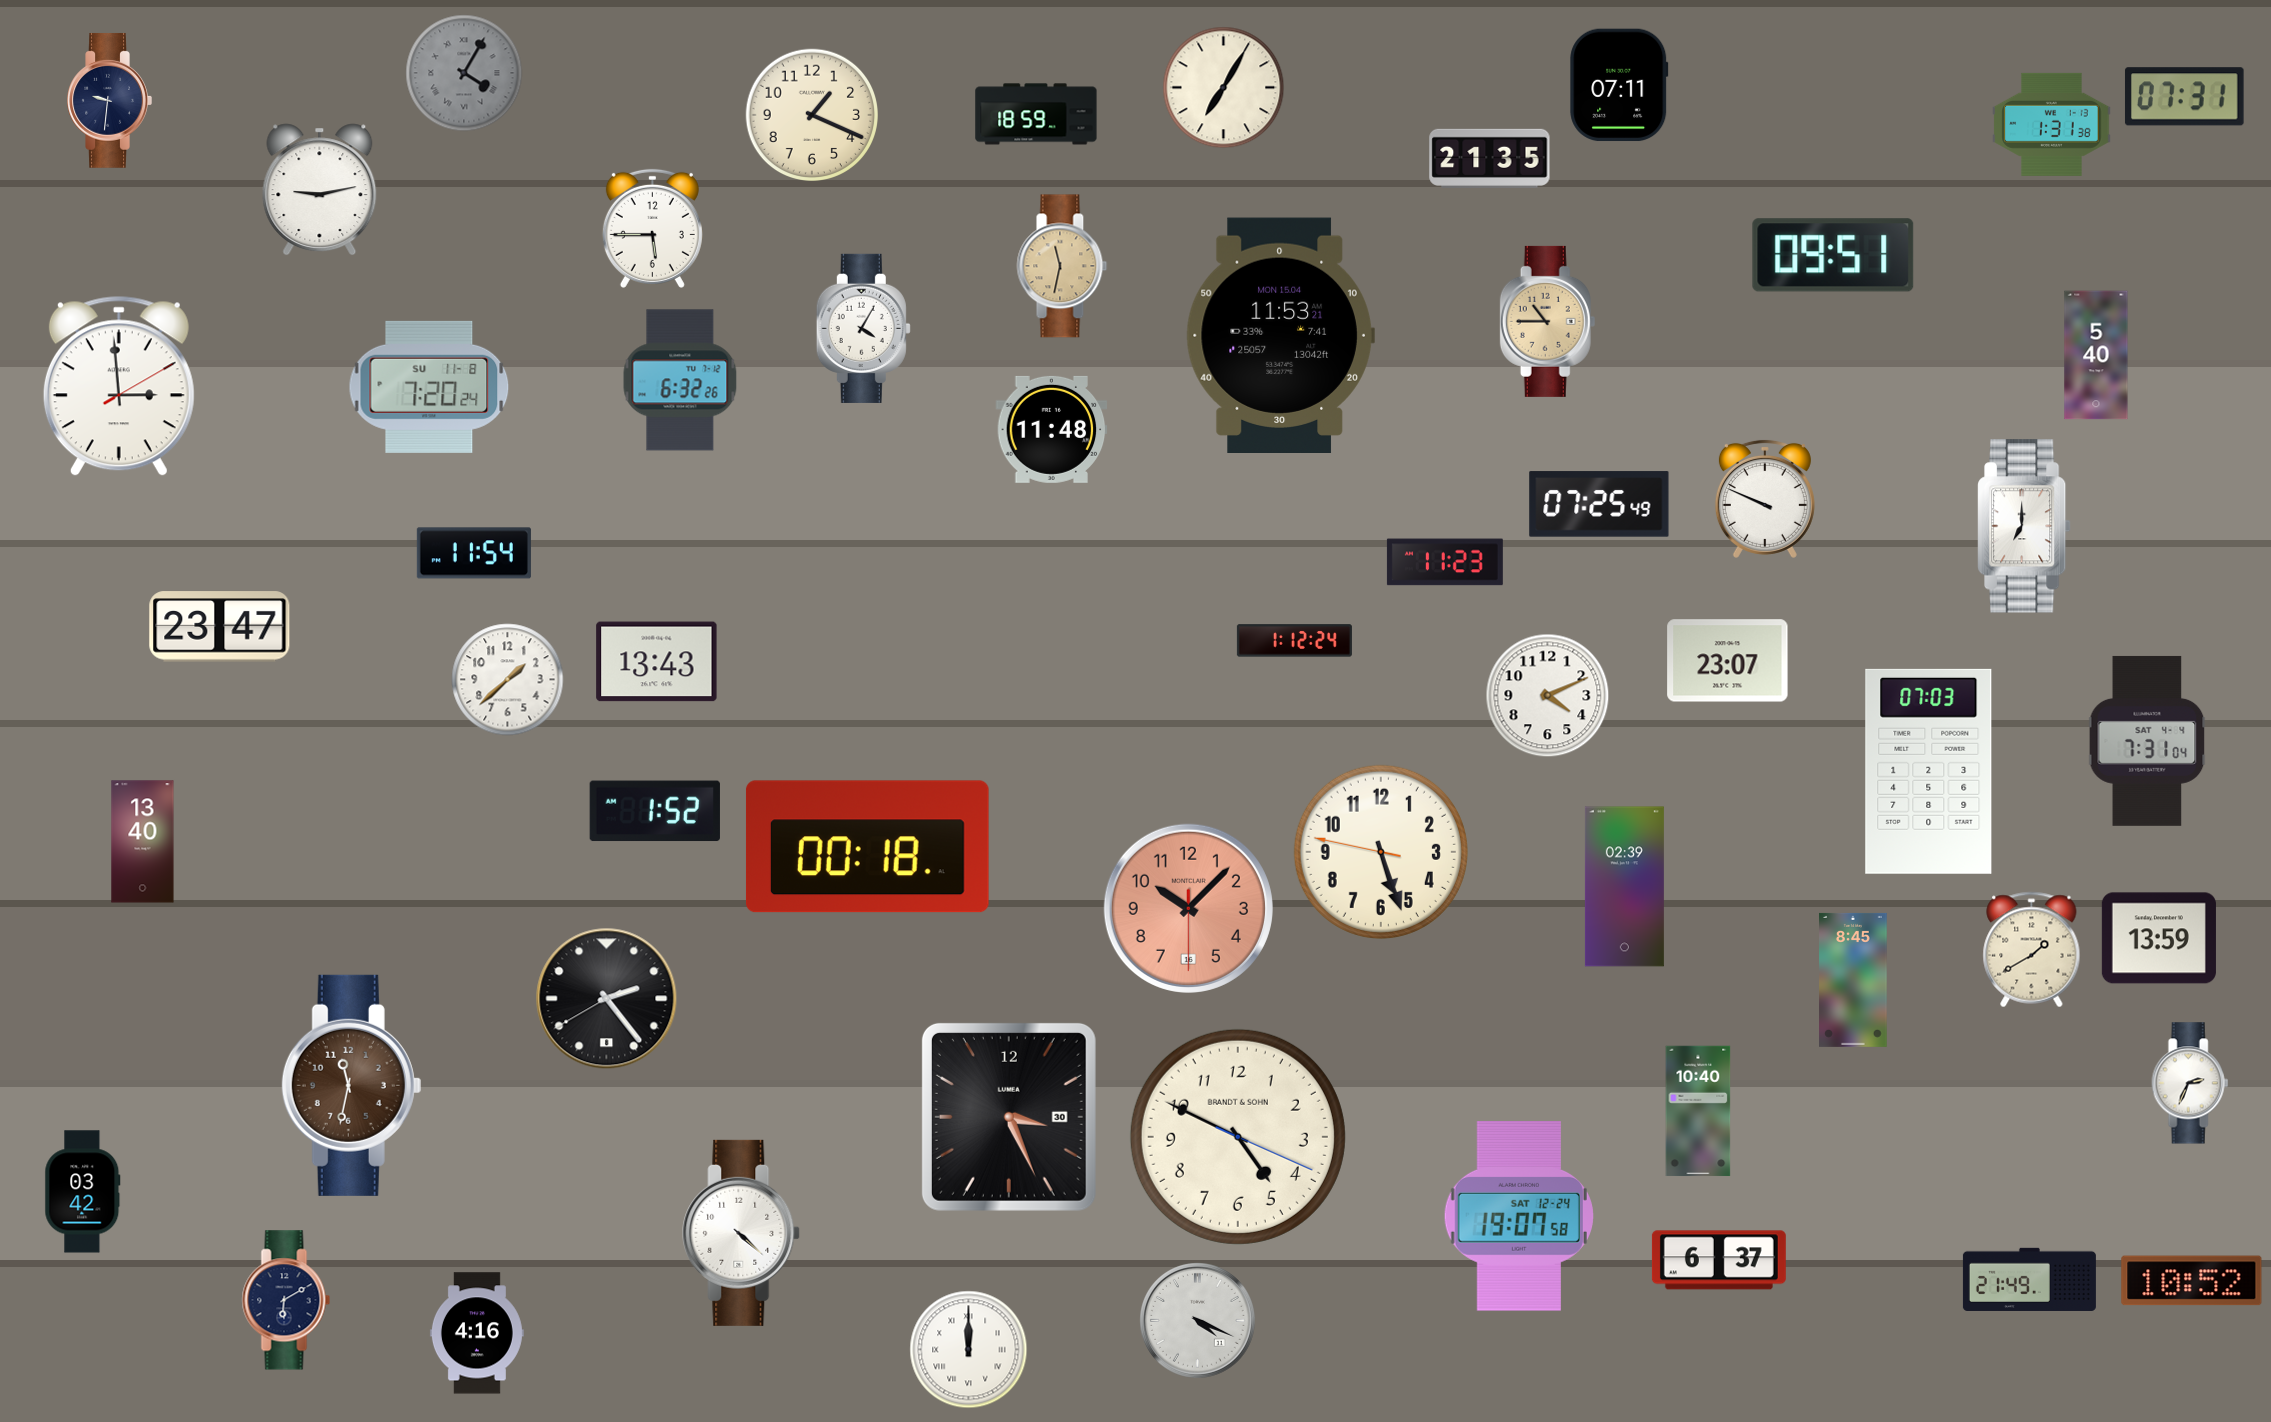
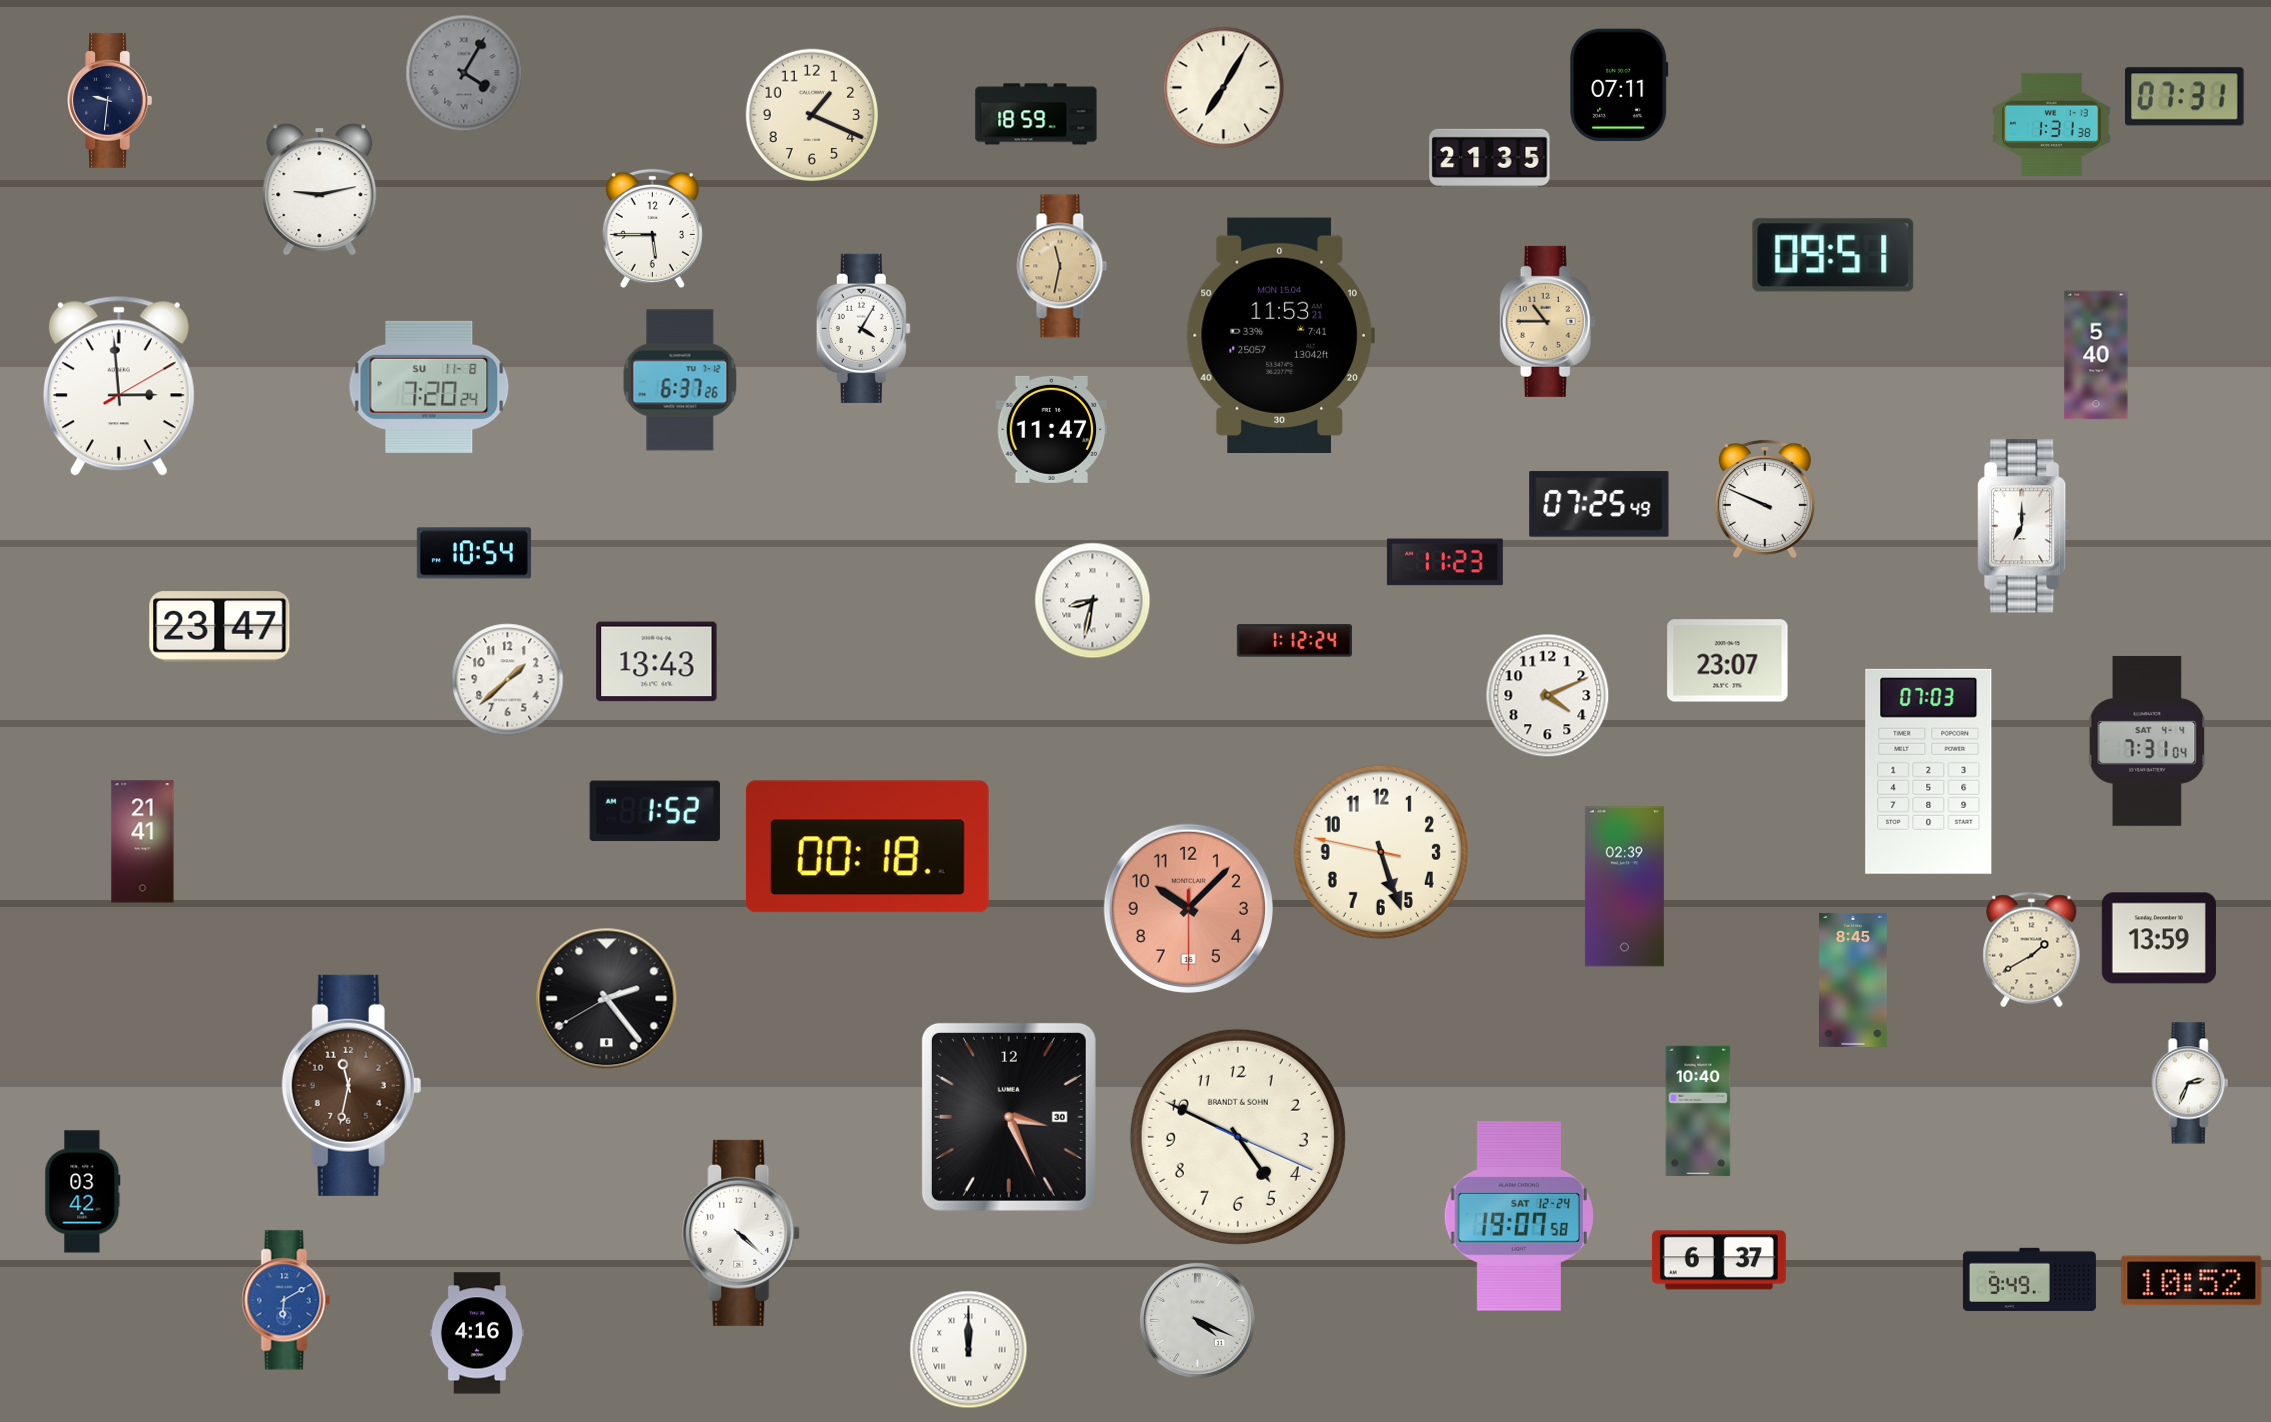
clock at (680, 380): 6:32 -> 6:37
clock at (1052, 429): 11:48 -> 11:47
clock at (474, 553): 11:54 -> 10:54
clock at (1093, 601): none -> 8:32
clock at (143, 842): 13:40 -> 21:41
clock at (2029, 1279): 21:49 -> 9:49
clock at (286, 1300) dial: navy -> blue
